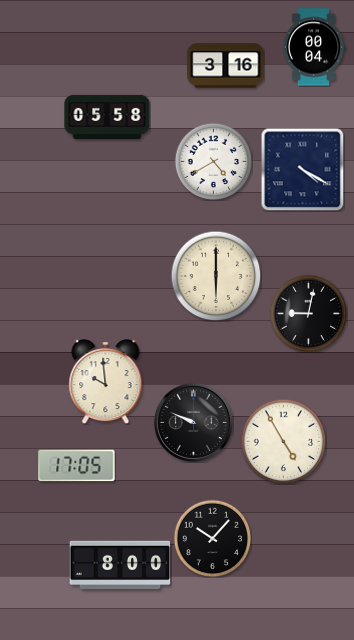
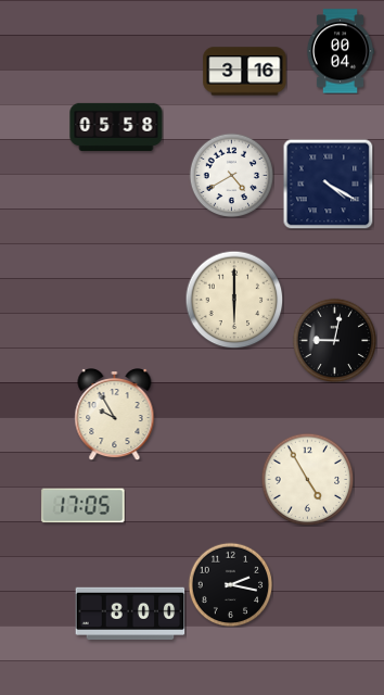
clock at (106, 382): 9:59 -> 9:55
clock at (193, 422): 9:49 -> none
clock at (212, 538): 10:07 -> 2:17
